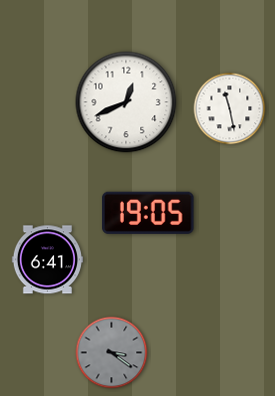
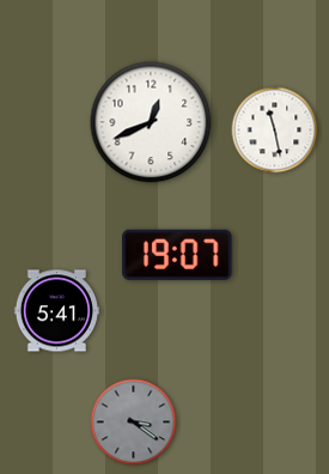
clock at (148, 213): 19:05 -> 19:07
clock at (47, 260): 6:41 -> 5:41
